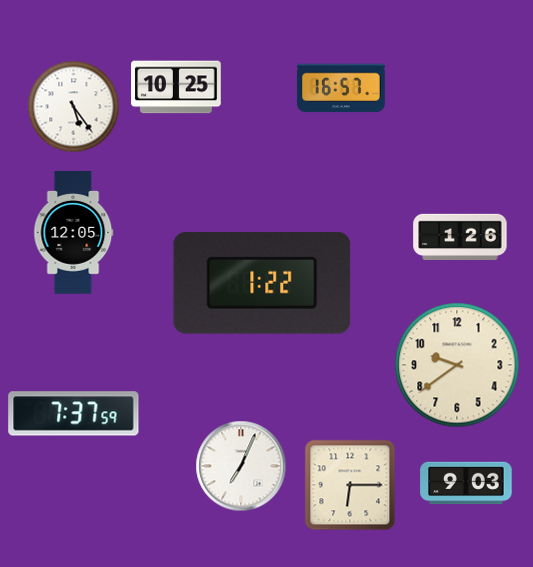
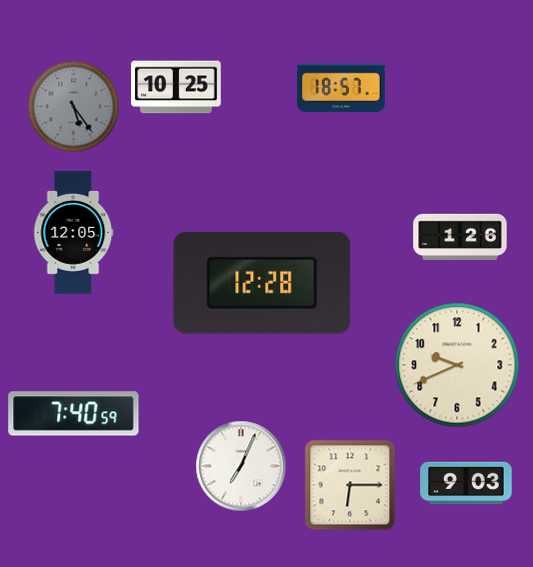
clock at (341, 88): 16:57 -> 18:57
clock at (74, 107) dial: white -> grey
clock at (262, 283): 1:22 -> 12:28
clock at (457, 365): 9:39 -> 9:41
clock at (74, 414): 7:37 -> 7:40
